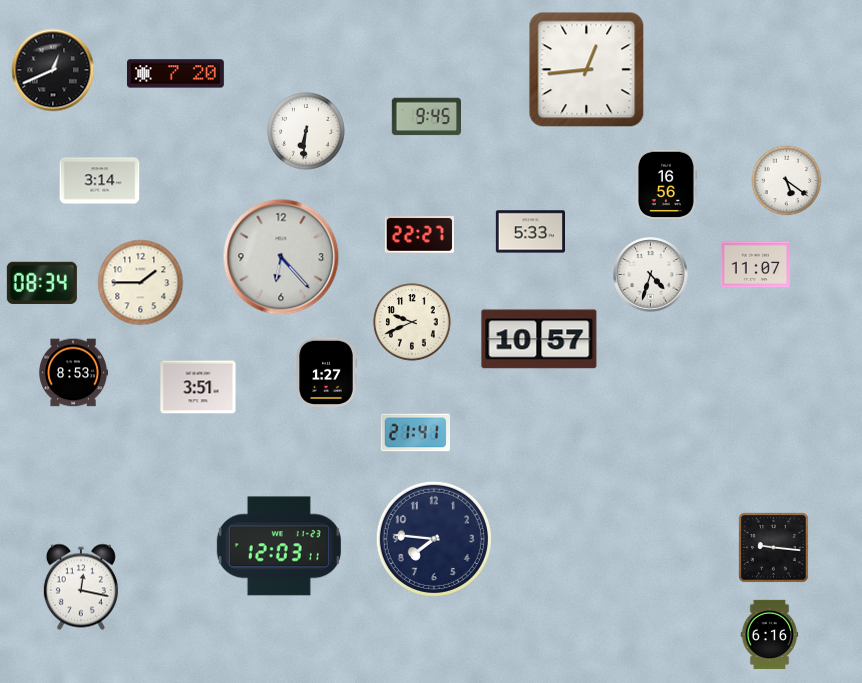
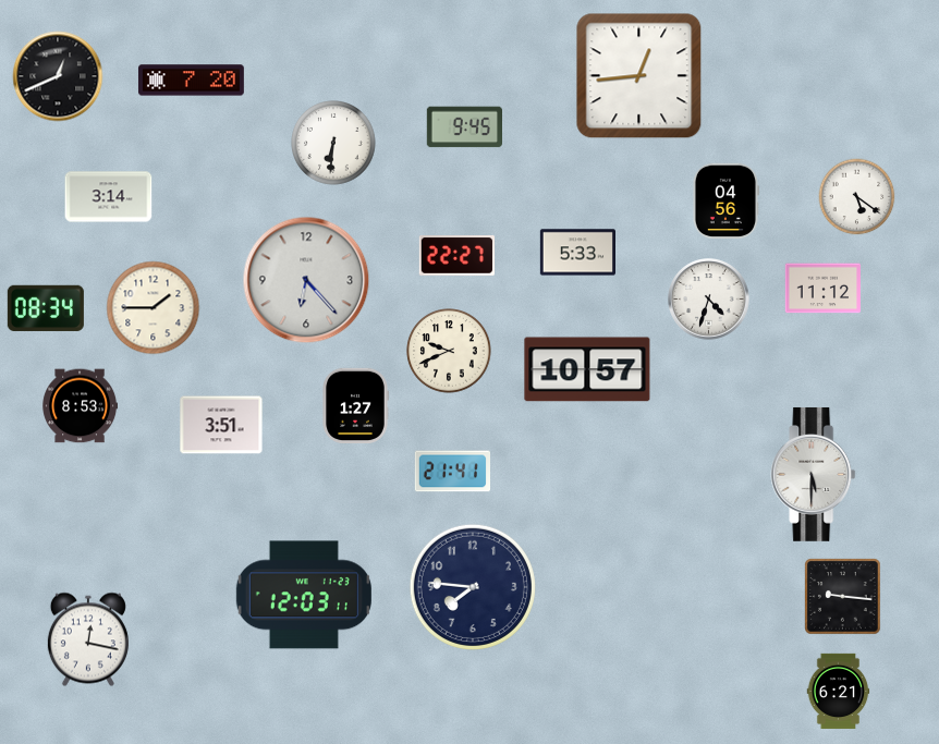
clock at (666, 184): 16:56 -> 04:56
clock at (755, 265): 11:07 -> 11:12
clock at (198, 387) position: (198, 387) -> (221, 425)
clock at (814, 474): none -> 5:30
clock at (770, 635): 6:16 -> 6:21
